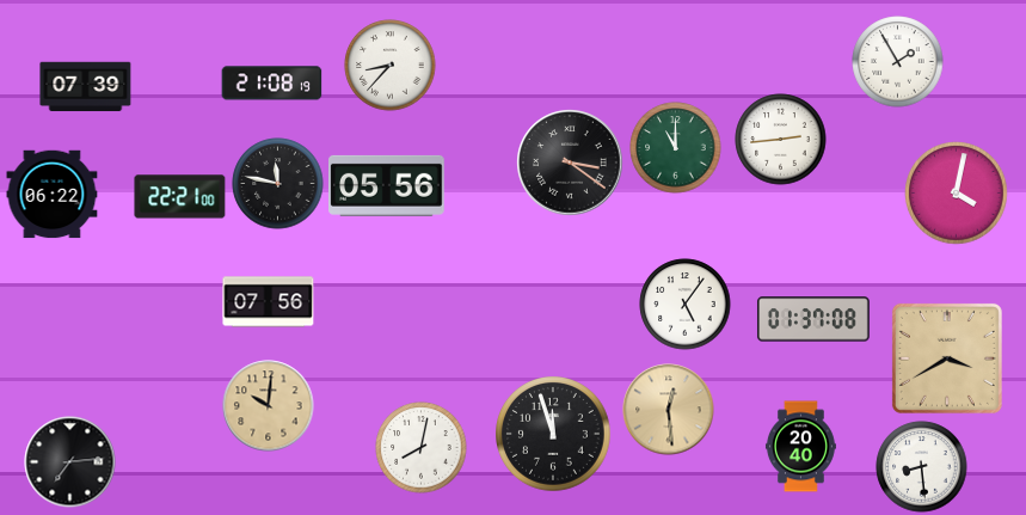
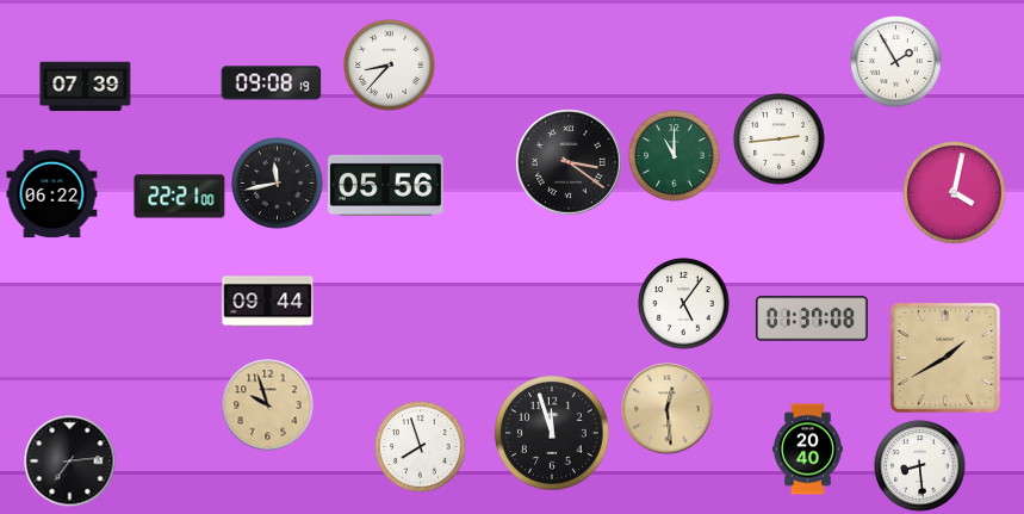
clock at (272, 84): 21:08 -> 09:08
clock at (676, 148) position: (676, 148) -> (675, 156)
clock at (278, 184): 11:47 -> 11:43
clock at (269, 302): 07:56 -> 09:44
clock at (947, 358): 3:40 -> 1:40
clock at (269, 406): 10:01 -> 9:57
clock at (800, 447) position: (800, 447) -> (807, 450)
clock at (422, 448): 8:02 -> 7:57
